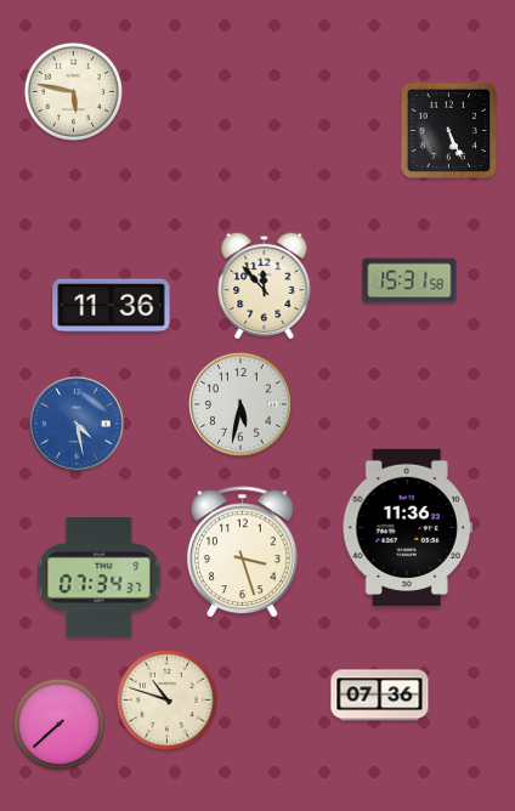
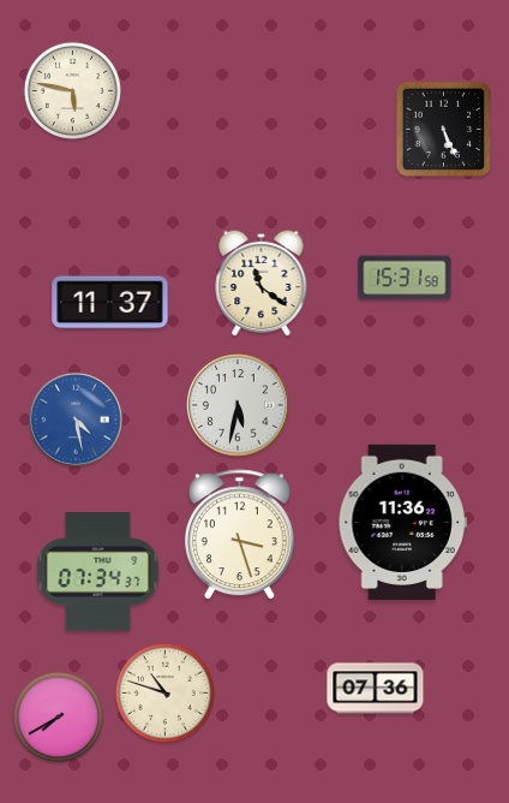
clock at (265, 285): 11:53 -> 11:21
clock at (112, 306): 11:36 -> 11:37
clock at (242, 405) position: (242, 405) -> (239, 406)
clock at (242, 552) position: (242, 552) -> (239, 535)
clock at (60, 725): 7:38 -> 7:40
